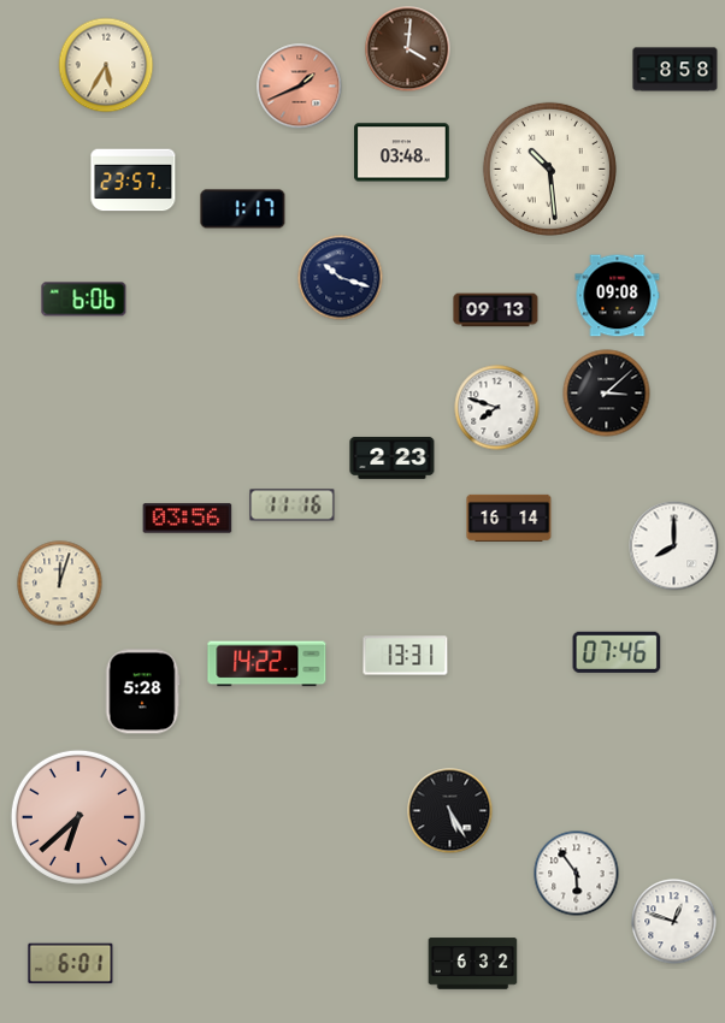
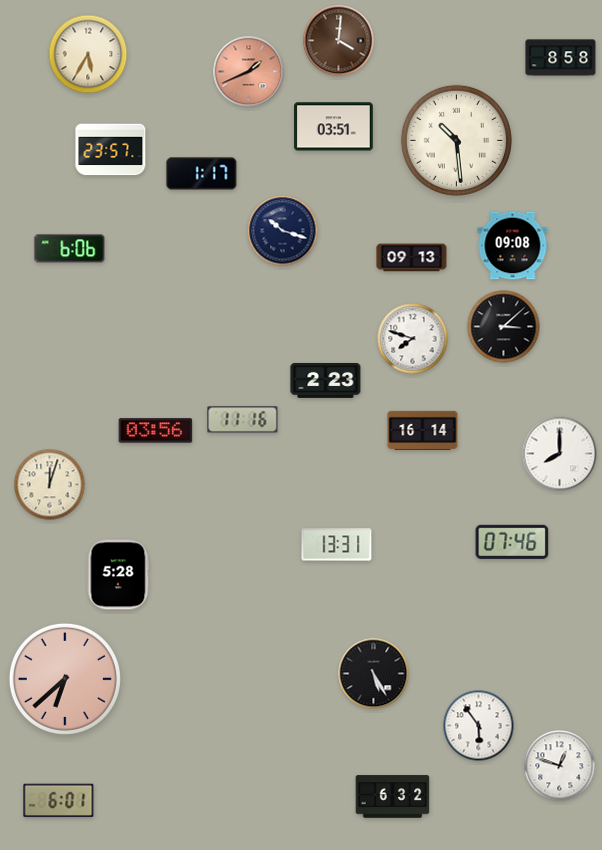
clock at (402, 153): 03:48 -> 03:51
clock at (267, 664): 14:22 -> none
clock at (473, 964) position: (473, 964) -> (393, 797)
